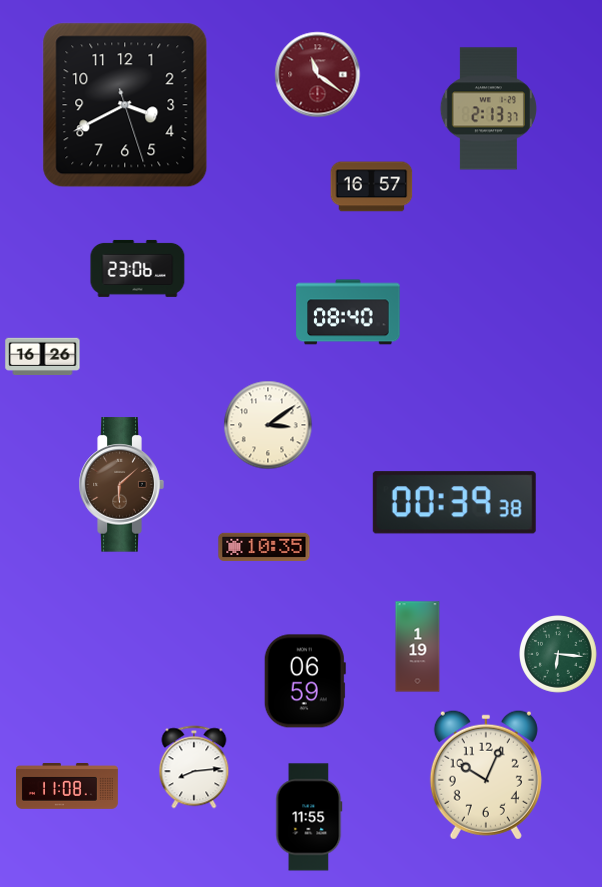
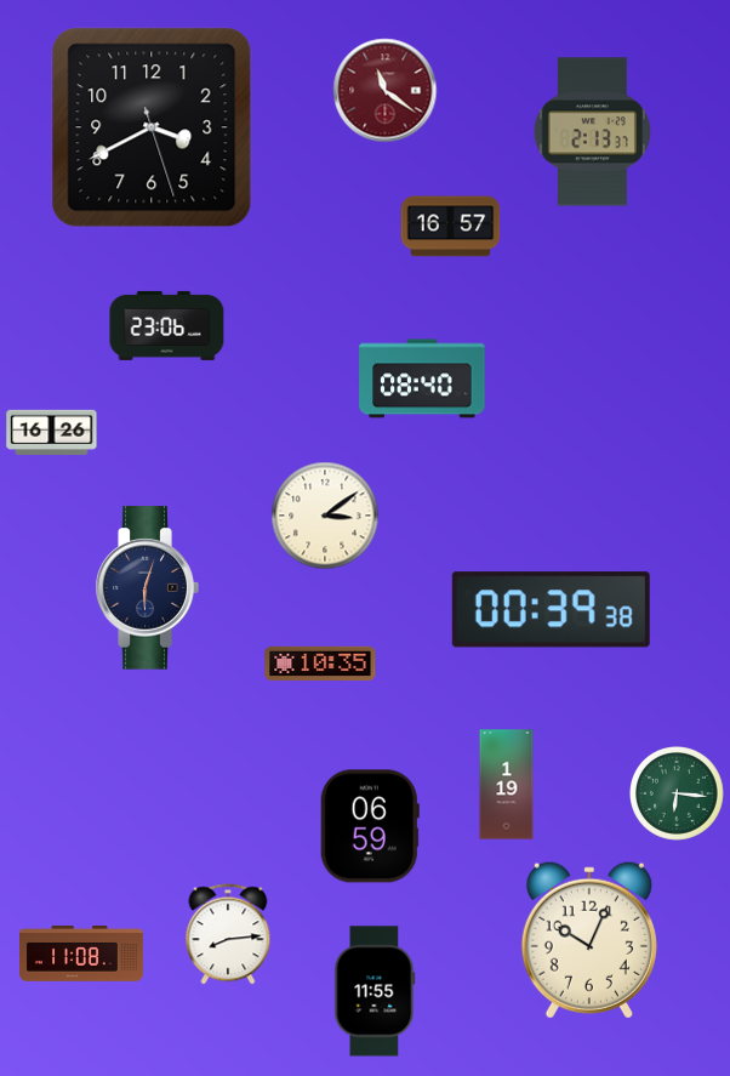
clock at (121, 485): 6:08 -> 6:03
clock at (121, 485) dial: brown -> navy
clock at (194, 767) position: (194, 767) -> (228, 934)
